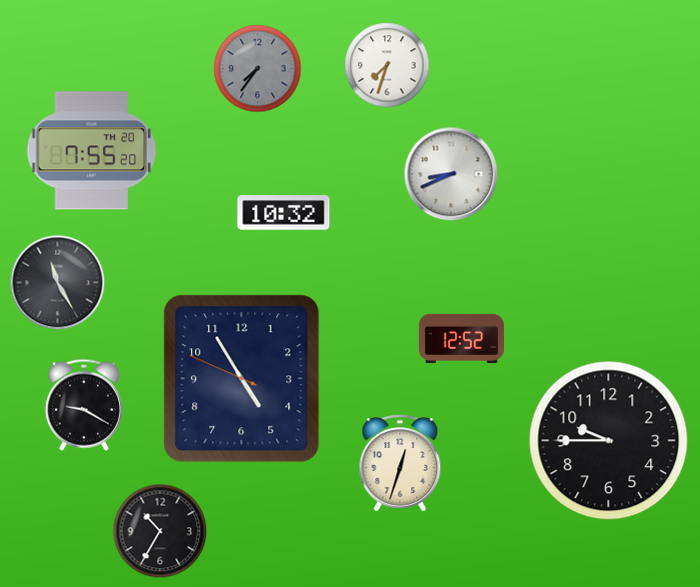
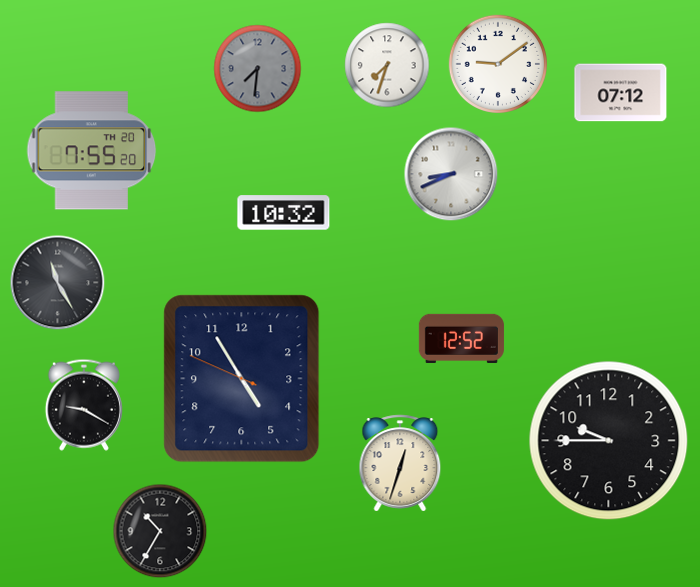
clock at (497, 63): none -> 9:09
clock at (258, 69): 7:36 -> 7:31
clock at (621, 93): none -> 07:12
